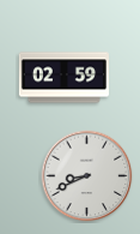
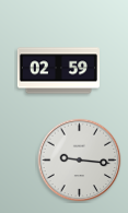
clock at (87, 176): 8:41 -> 9:16
